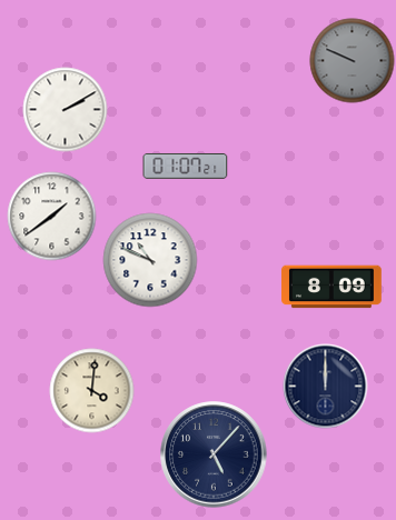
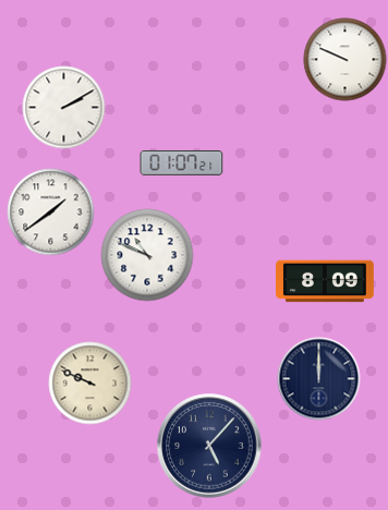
clock at (353, 61) dial: grey -> white
clock at (92, 391): 4:01 -> 9:49
